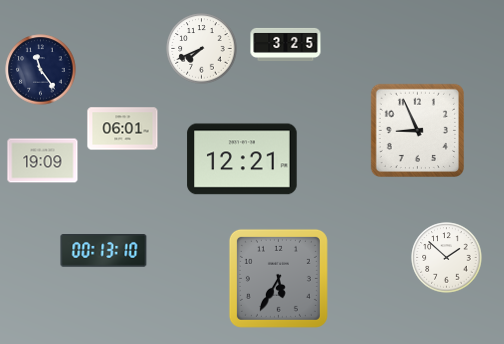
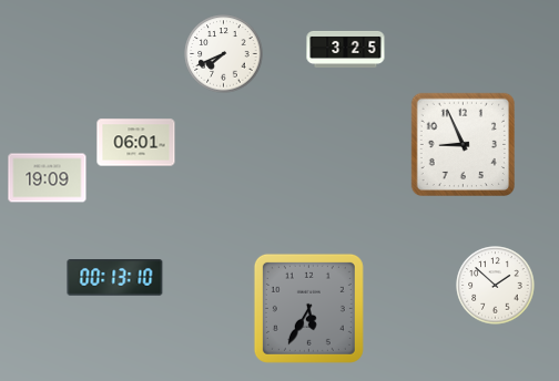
clock at (286, 44) position: (286, 44) -> (346, 49)
clock at (41, 70): 11:24 -> none
clock at (242, 159): 12:21 -> none
